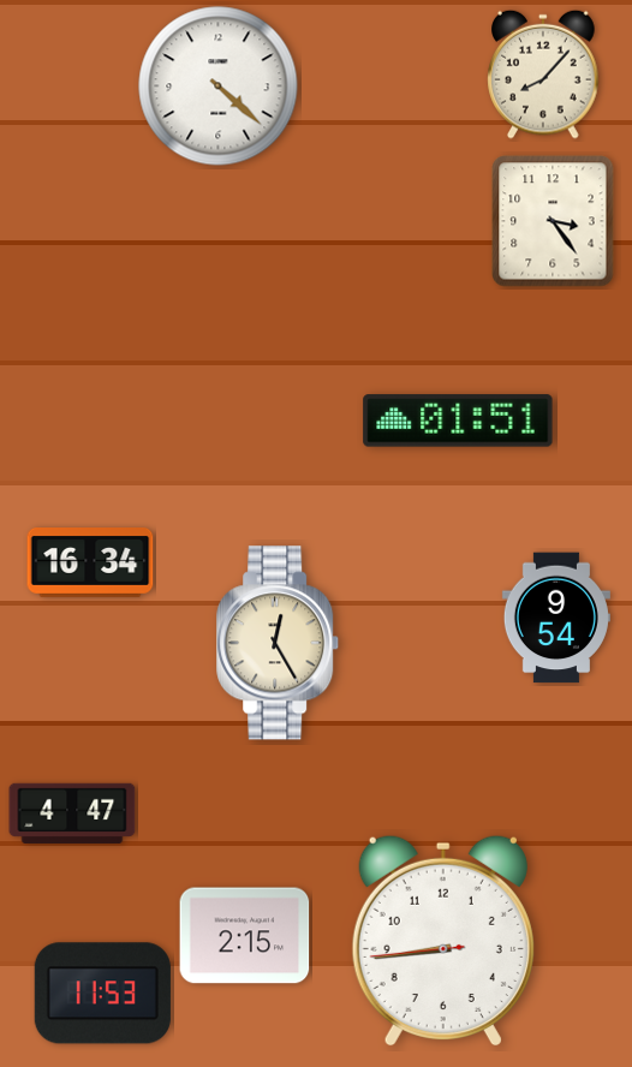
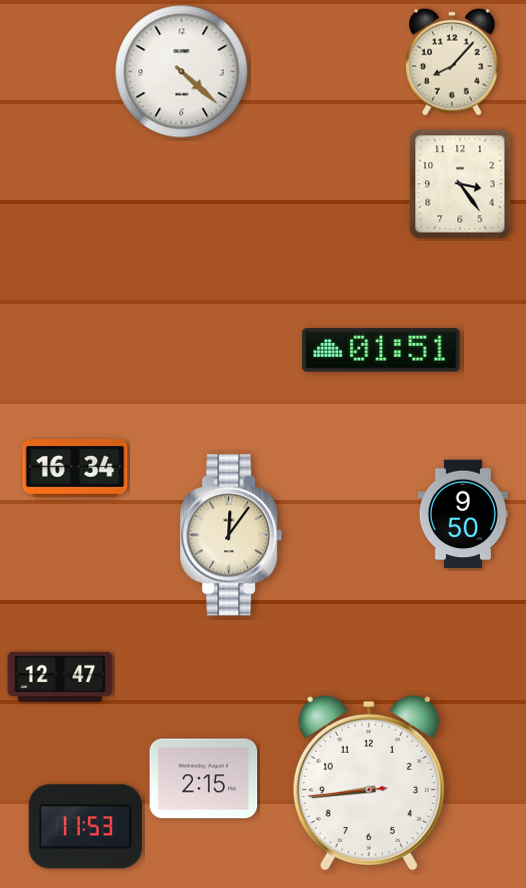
clock at (556, 618): 9:54 -> 9:50
clock at (279, 643): 12:25 -> 12:06
clock at (72, 813): 4:47 -> 12:47
